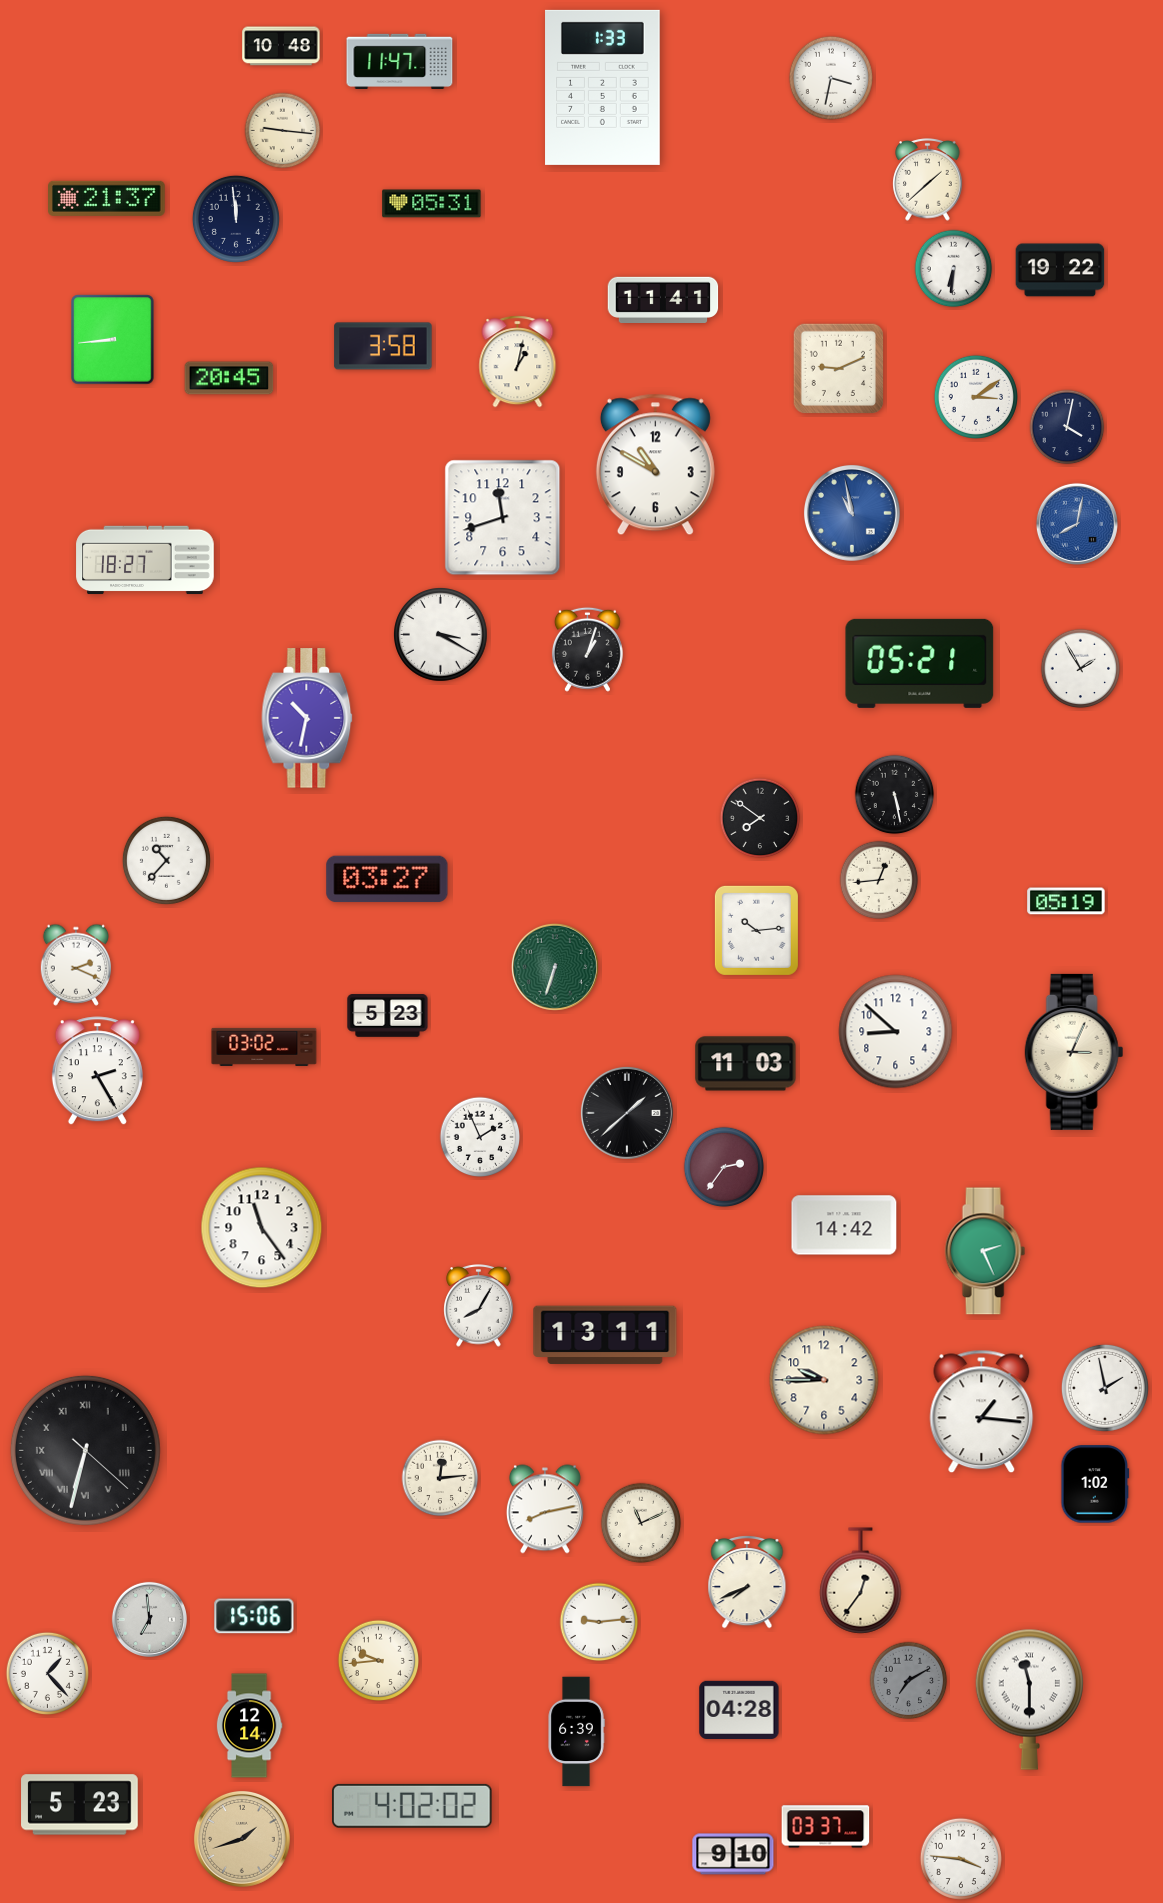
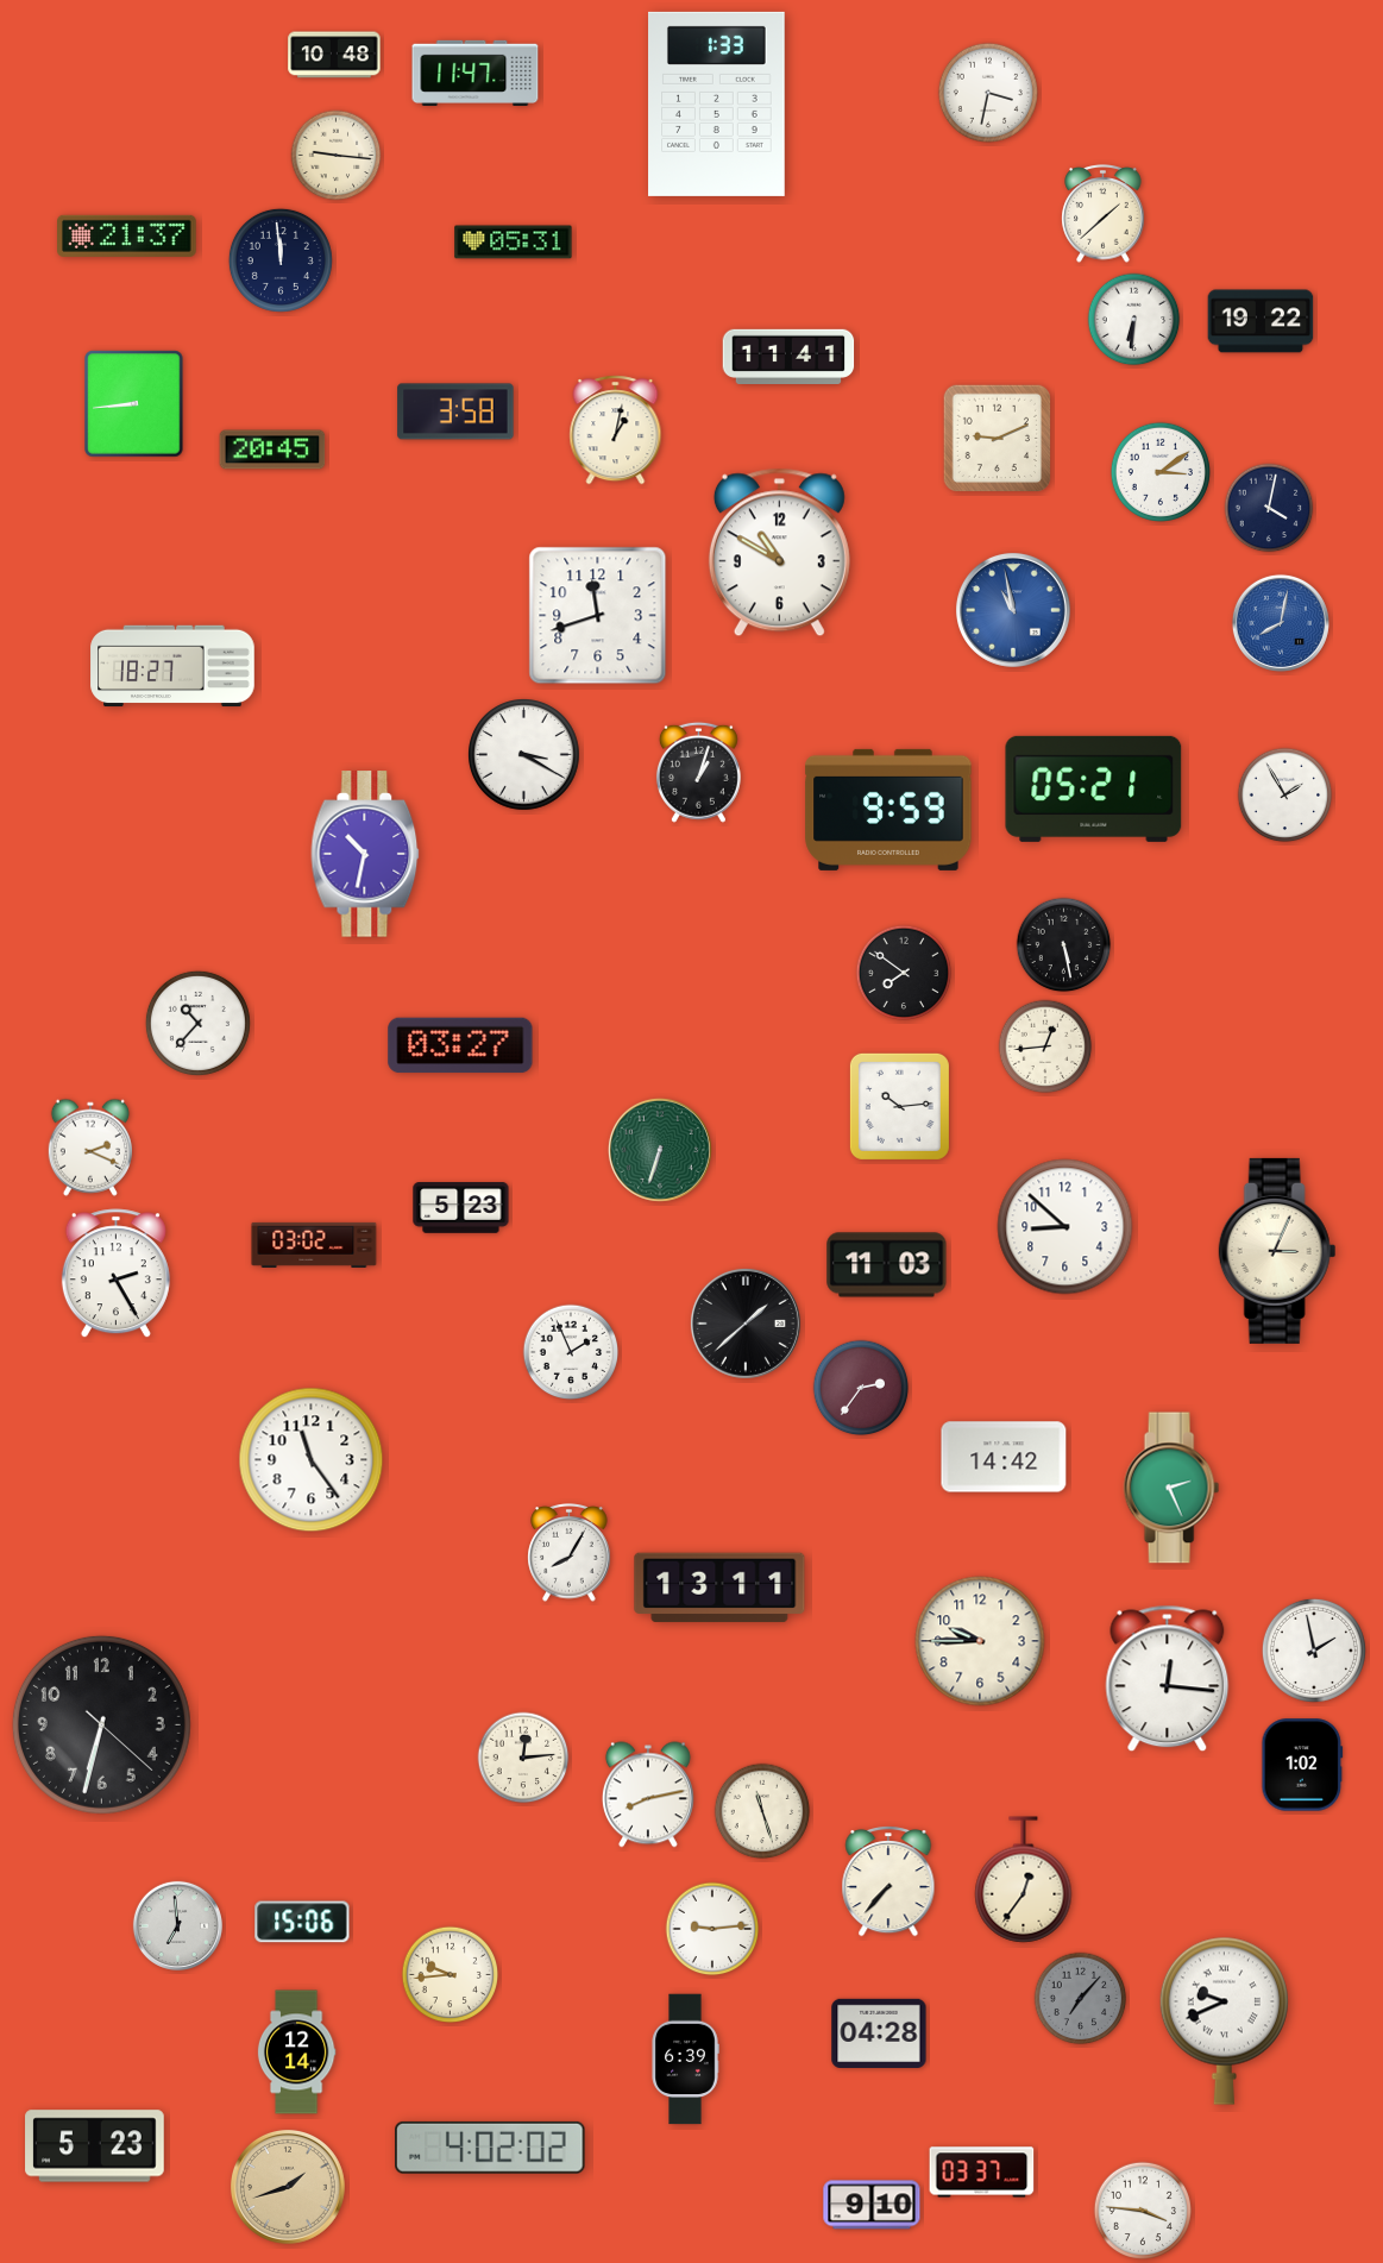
clock at (888, 810): none -> 9:59
clock at (1066, 901): 05:19 -> none
clock at (982, 1412): 1:16 -> 12:16
clock at (85, 1450) numerals: Roman -> Arabic
clock at (641, 1523): 11:11 -> 11:27
clock at (747, 1582): 7:41 -> 7:37
clock at (47, 1673): 1:23 -> none
clock at (909, 1681): 7:10 -> 7:07
clock at (1029, 1699): 11:30 -> 9:41
